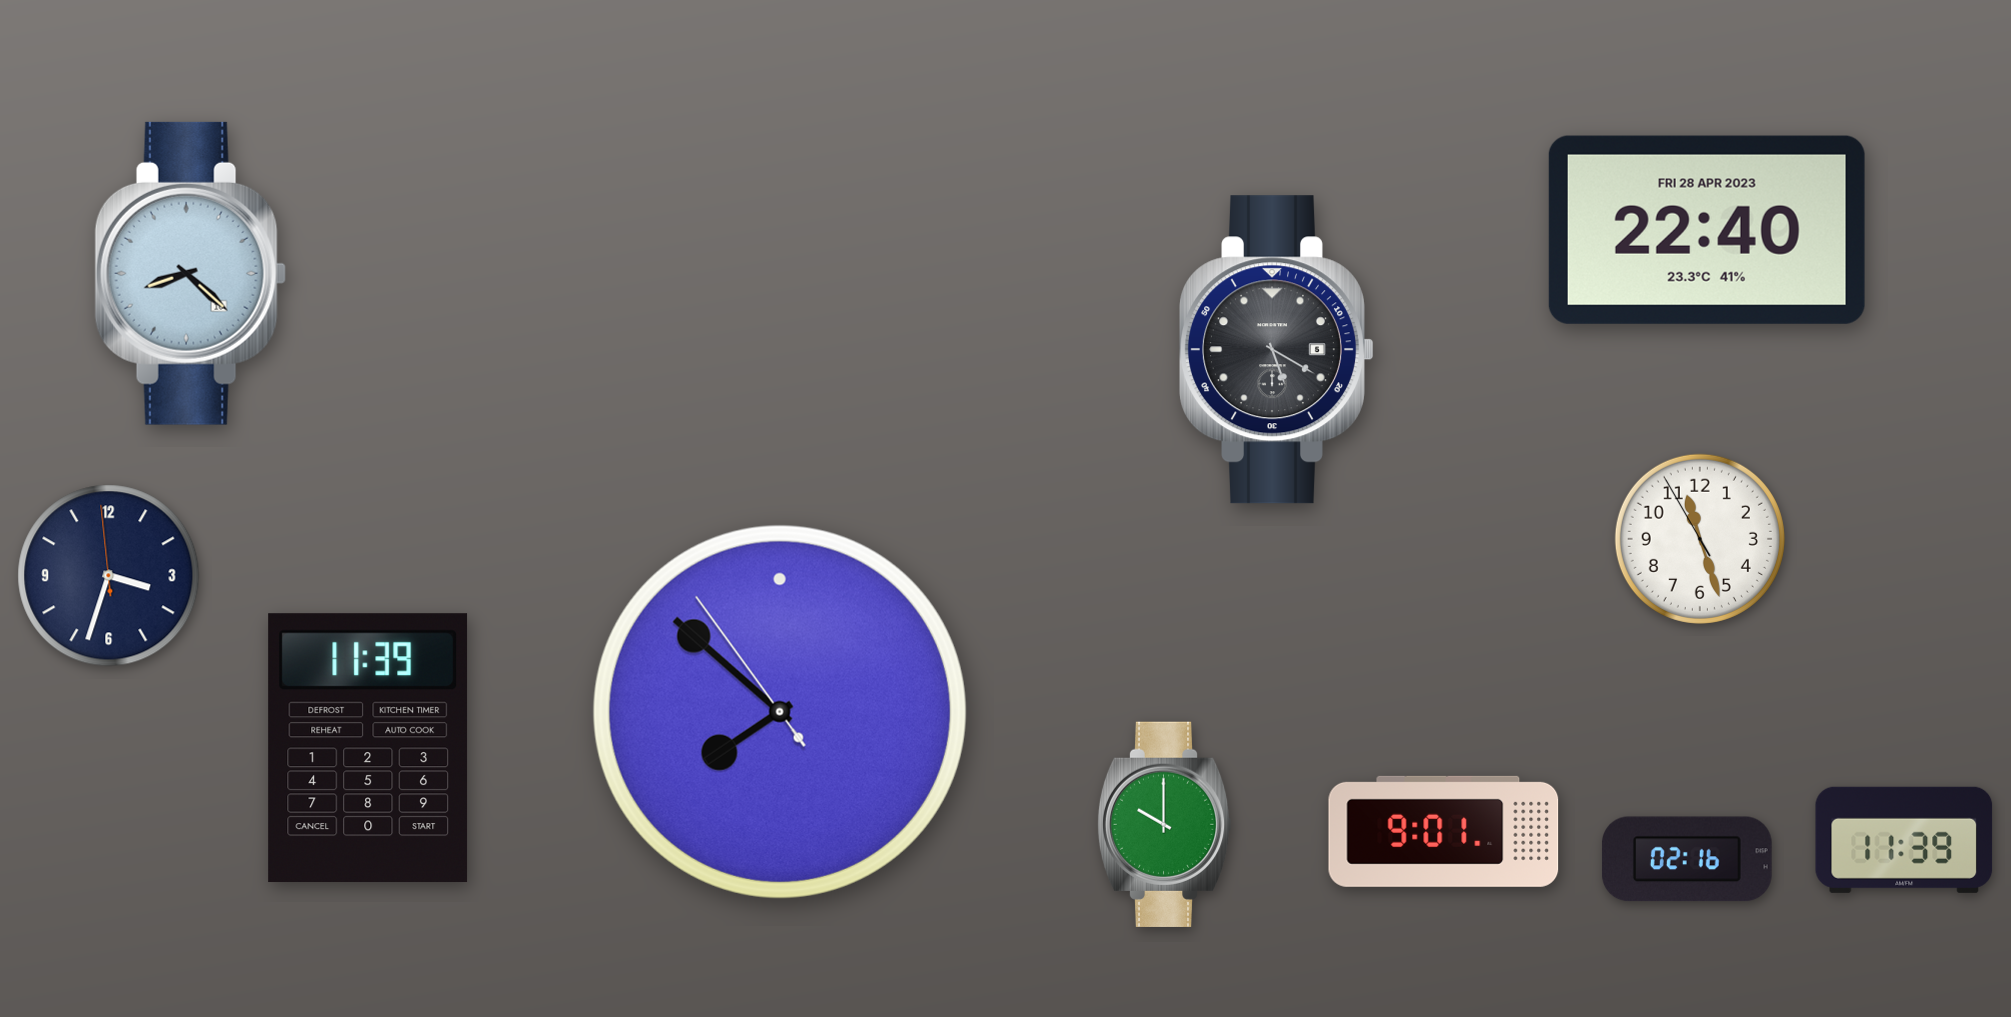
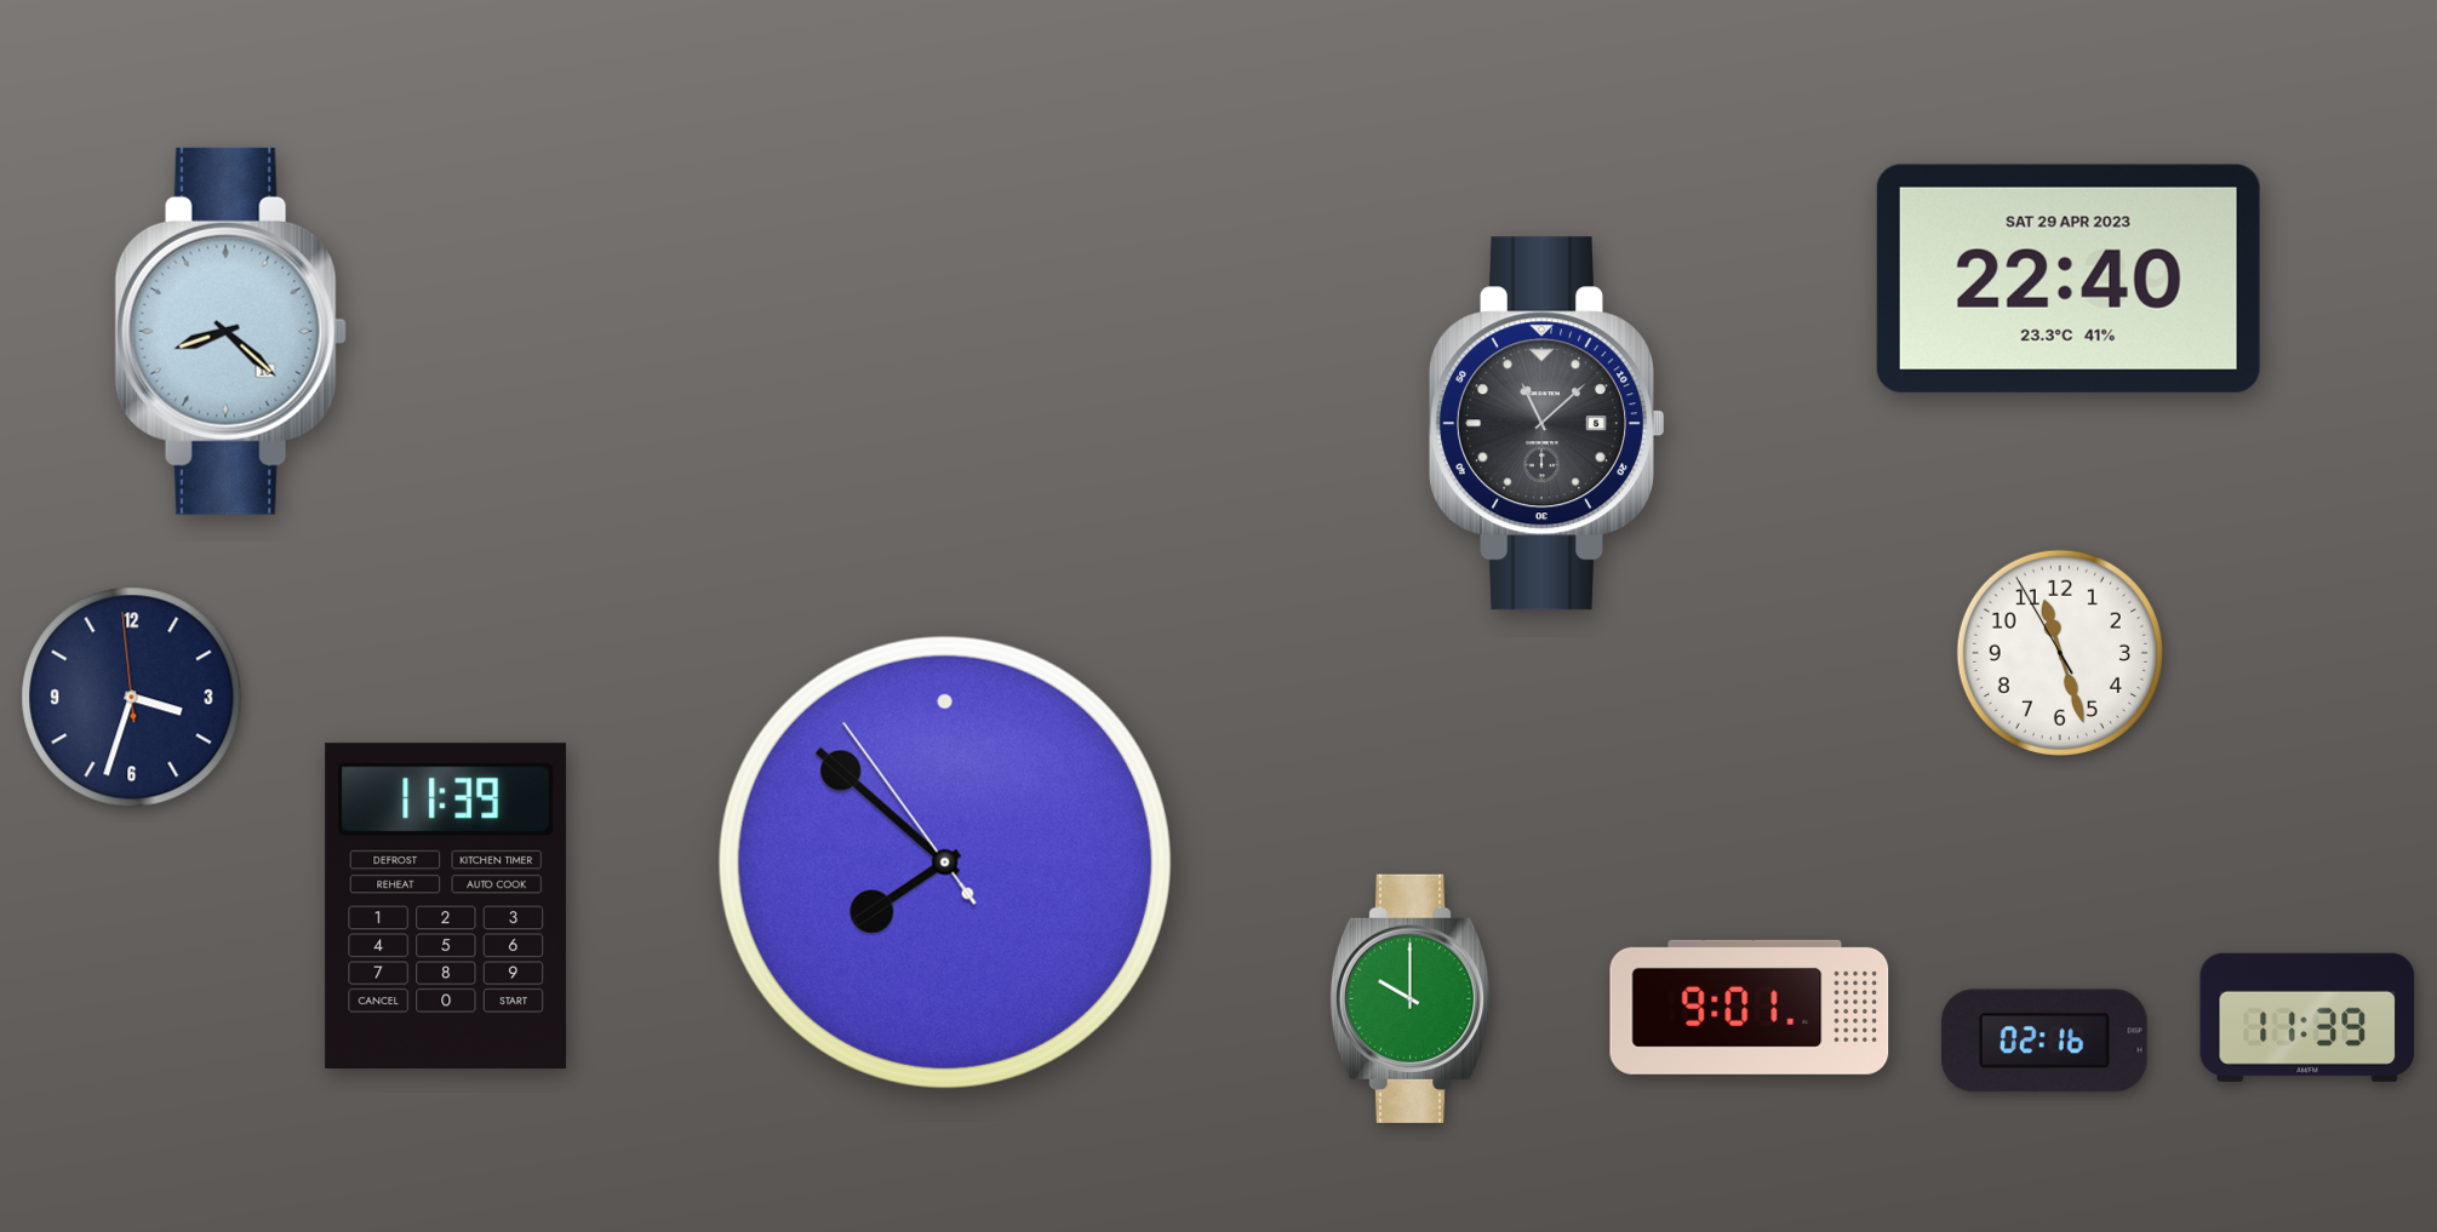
clock at (1707, 230) date: FRI 28 APR 2023 -> SAT 29 APR 2023
clock at (1277, 350): 5:20 -> 11:08
